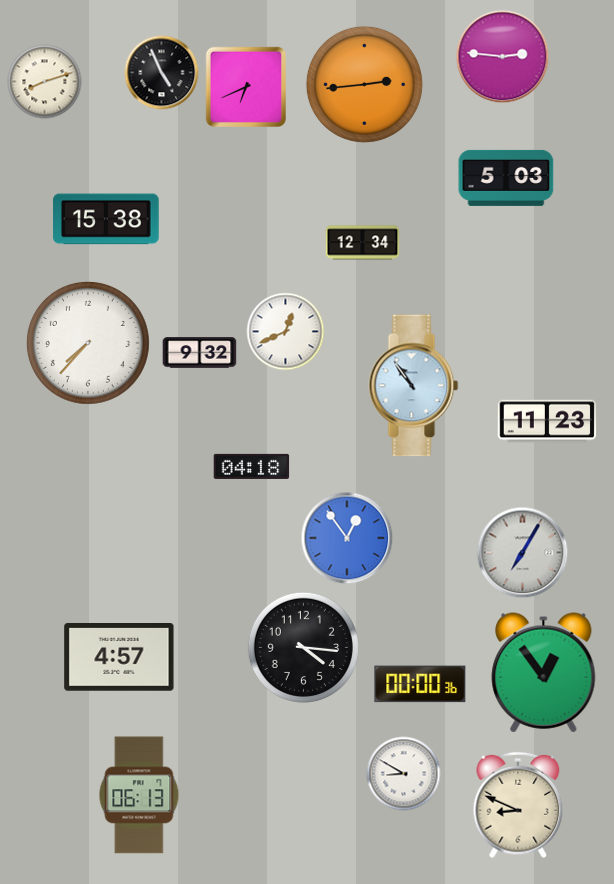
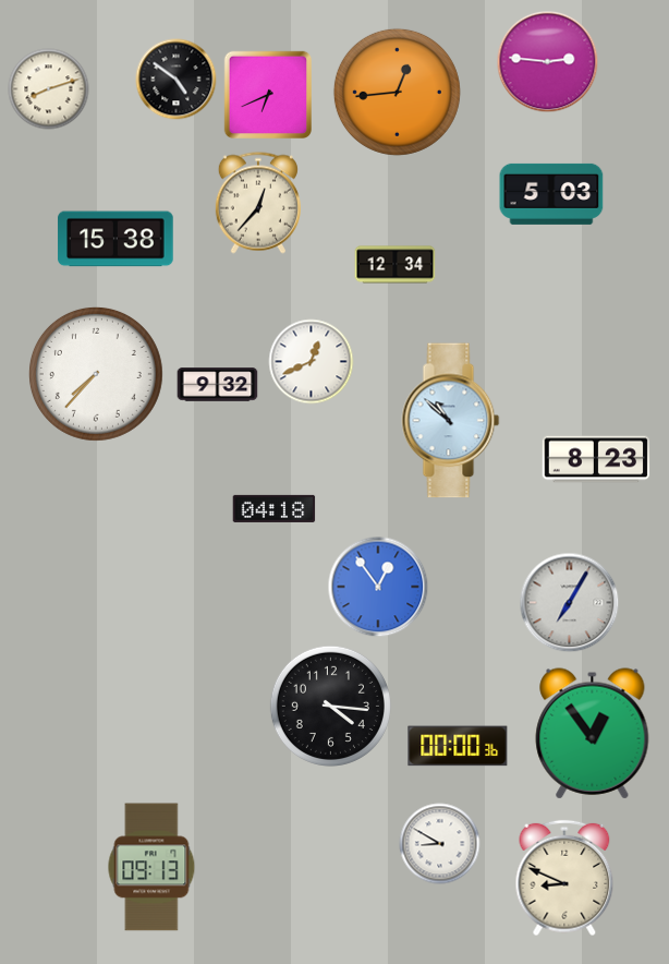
clock at (162, 73): 4:56 -> 4:51
clock at (364, 84): 2:44 -> 12:44
clock at (258, 203): none -> 12:37
clock at (414, 386): 10:54 -> 10:52
clock at (547, 421): 11:23 -> 8:23
clock at (119, 658): 4:57 -> none
clock at (139, 795): 06:13 -> 09:13
